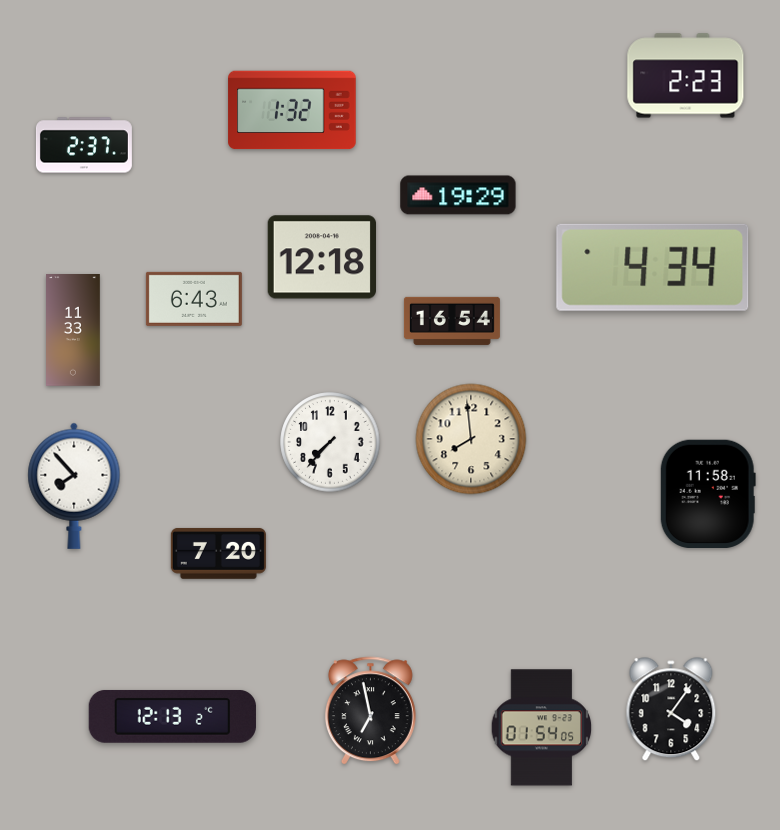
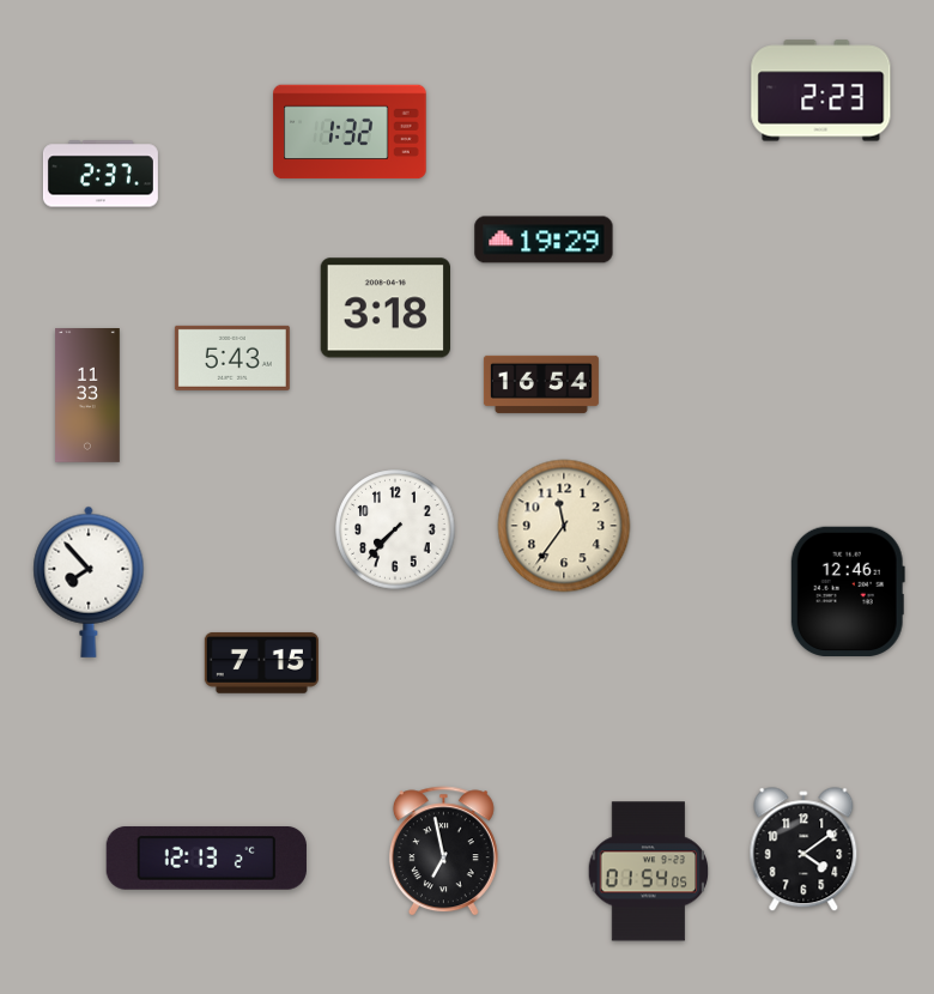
clock at (458, 195) position: (458, 195) -> (544, 240)
clock at (321, 257): 12:18 -> 3:18
clock at (653, 267): 4:34 -> none
clock at (194, 299): 6:43 -> 5:43
clock at (471, 439): 7:59 -> 11:36
clock at (708, 493): 11:58 -> 12:46
clock at (218, 554): 7:20 -> 7:15
clock at (671, 710): 4:06 -> 4:09
